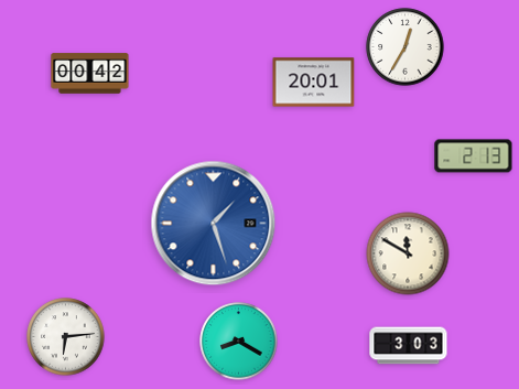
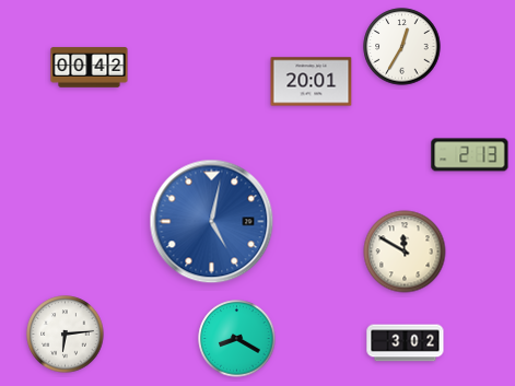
clock at (90, 74) position: (90, 74) -> (90, 68)
clock at (214, 224): 1:27 -> 5:02
clock at (409, 346): 3:03 -> 3:02
